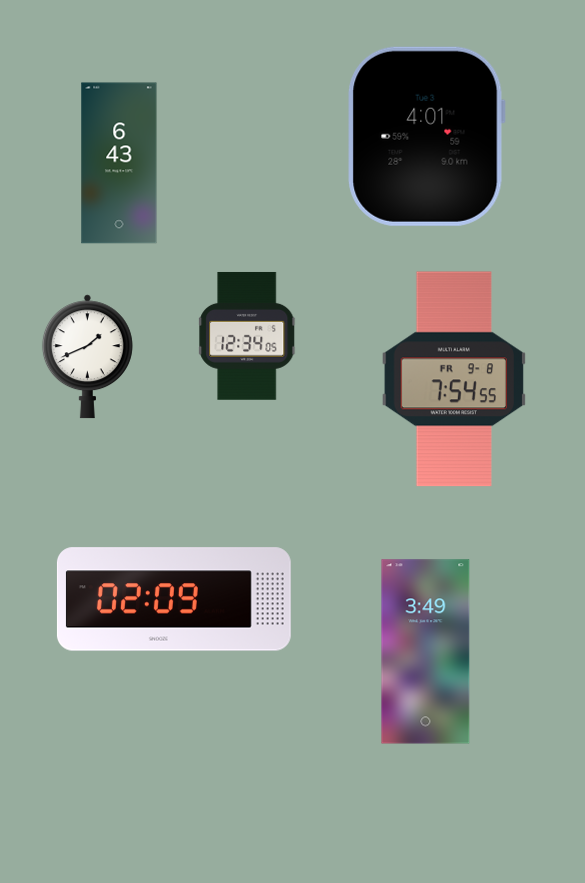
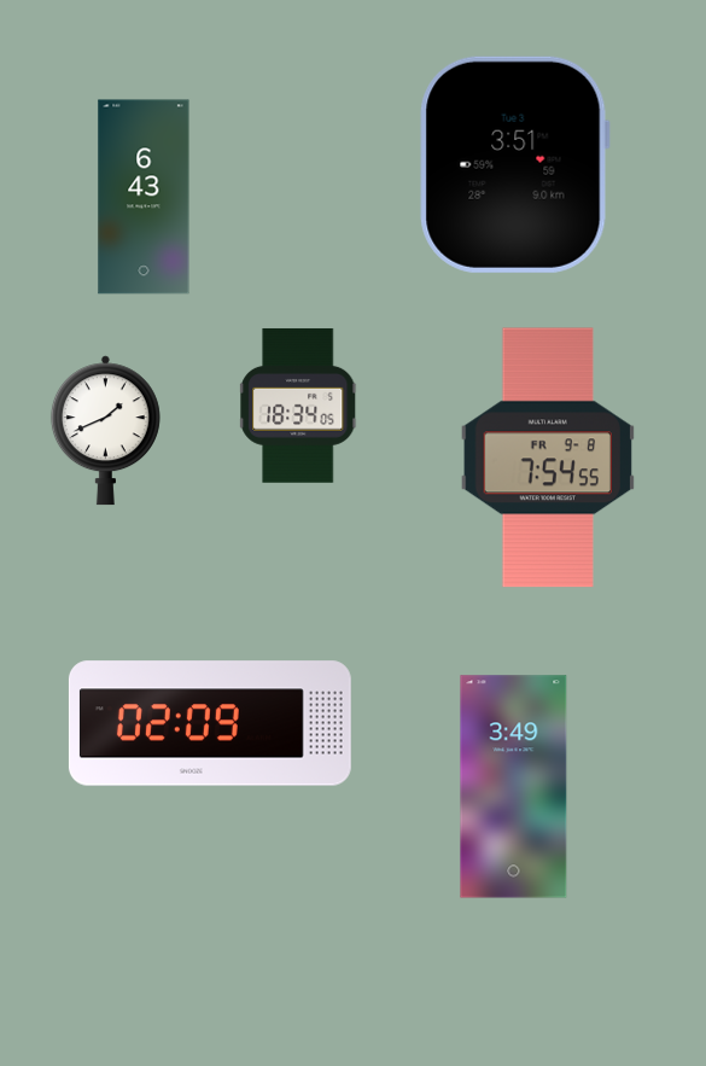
clock at (426, 136): 4:01 -> 3:51
clock at (248, 336): 12:34 -> 18:34
